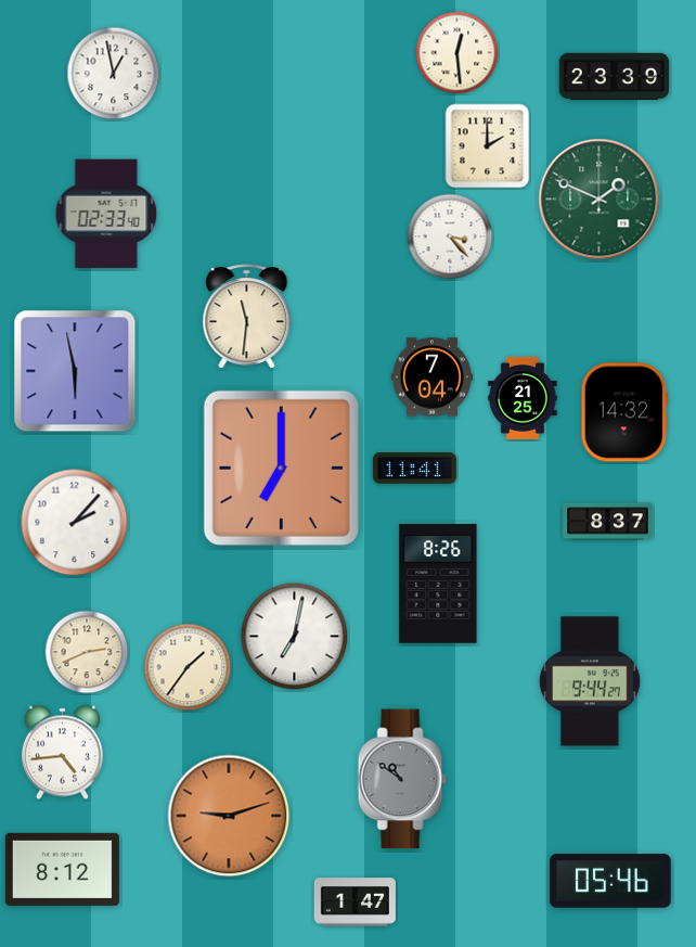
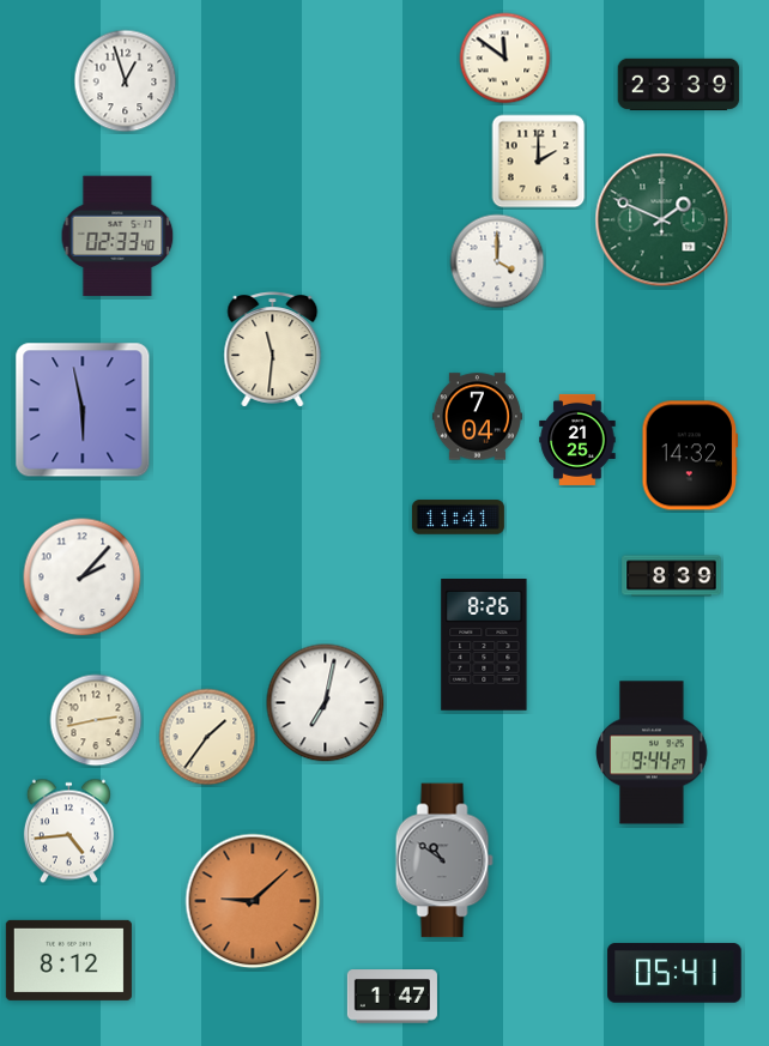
clock at (457, 53): 12:29 -> 11:51
clock at (114, 74): 12:58 -> 12:57
clock at (450, 236): 3:23 -> 4:00
clock at (281, 468): 7:00 -> none
clock at (608, 522): 8:37 -> 8:39
clock at (87, 652): 2:41 -> 2:43
clock at (229, 816): 9:12 -> 9:08
clock at (610, 881): 05:46 -> 05:41
